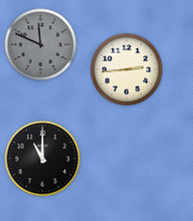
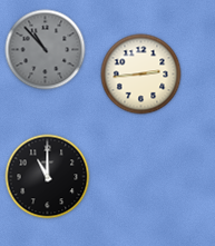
clock at (41, 45): 11:49 -> 10:53
clock at (127, 70) position: (127, 70) -> (141, 75)
